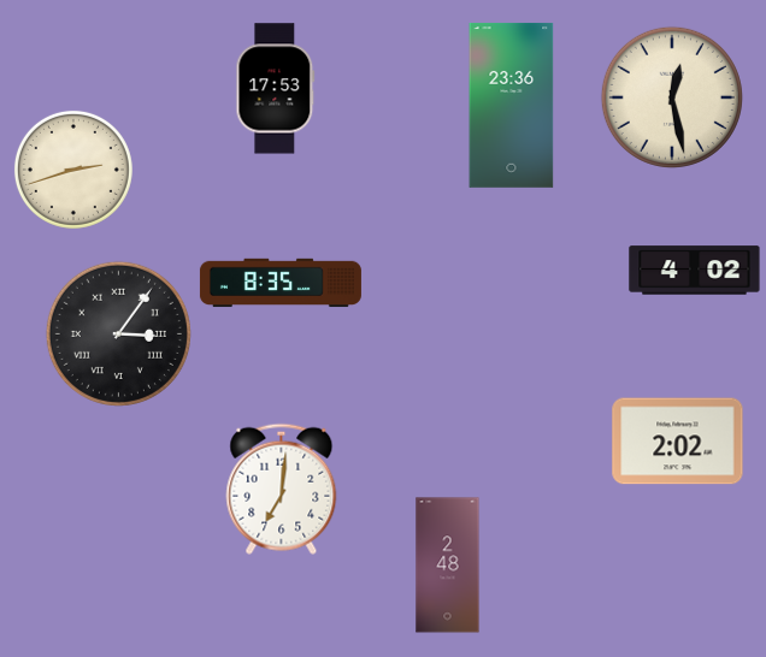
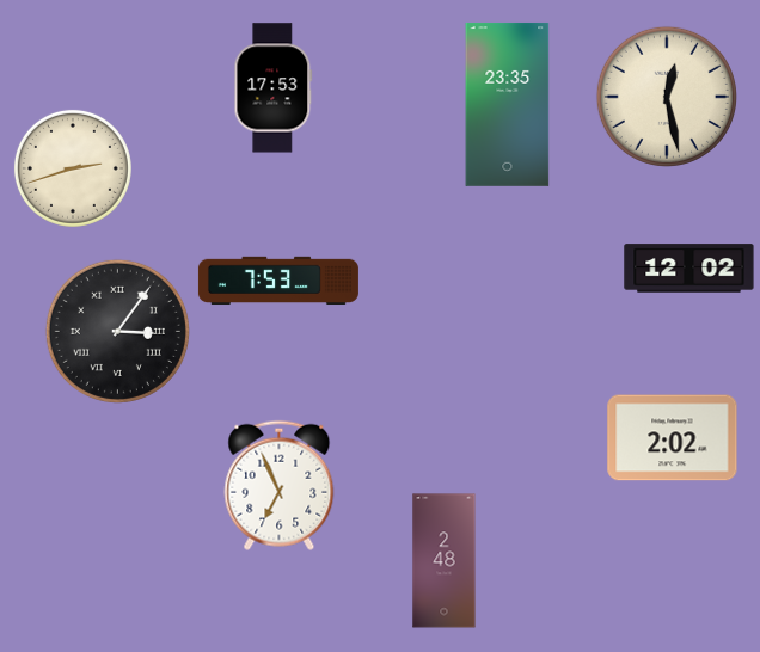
clock at (512, 105): 23:36 -> 23:35
clock at (695, 271): 4:02 -> 12:02
clock at (281, 283): 8:35 -> 7:53
clock at (282, 489): 7:01 -> 6:56
